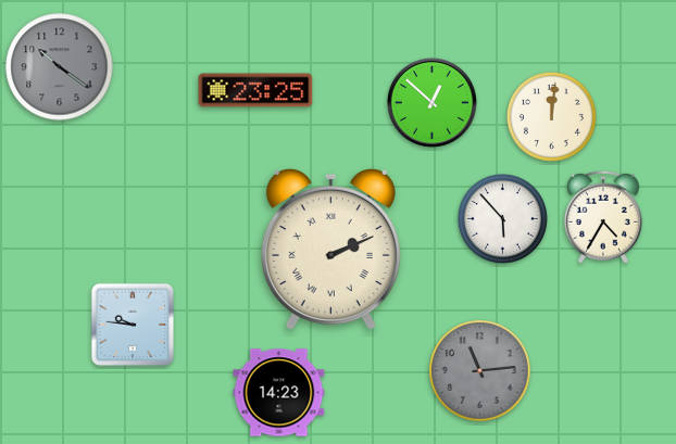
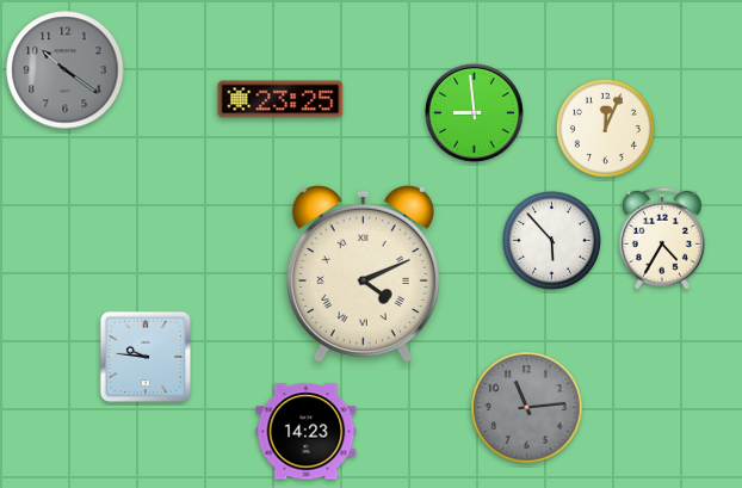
clock at (60, 67) position: (60, 67) -> (66, 70)
clock at (431, 102): 12:52 -> 8:59
clock at (551, 116): 12:01 -> 12:04
clock at (330, 249): 2:11 -> 4:11
